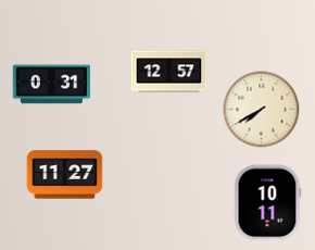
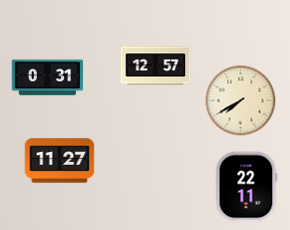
clock at (267, 203): 10:11 -> 22:11
